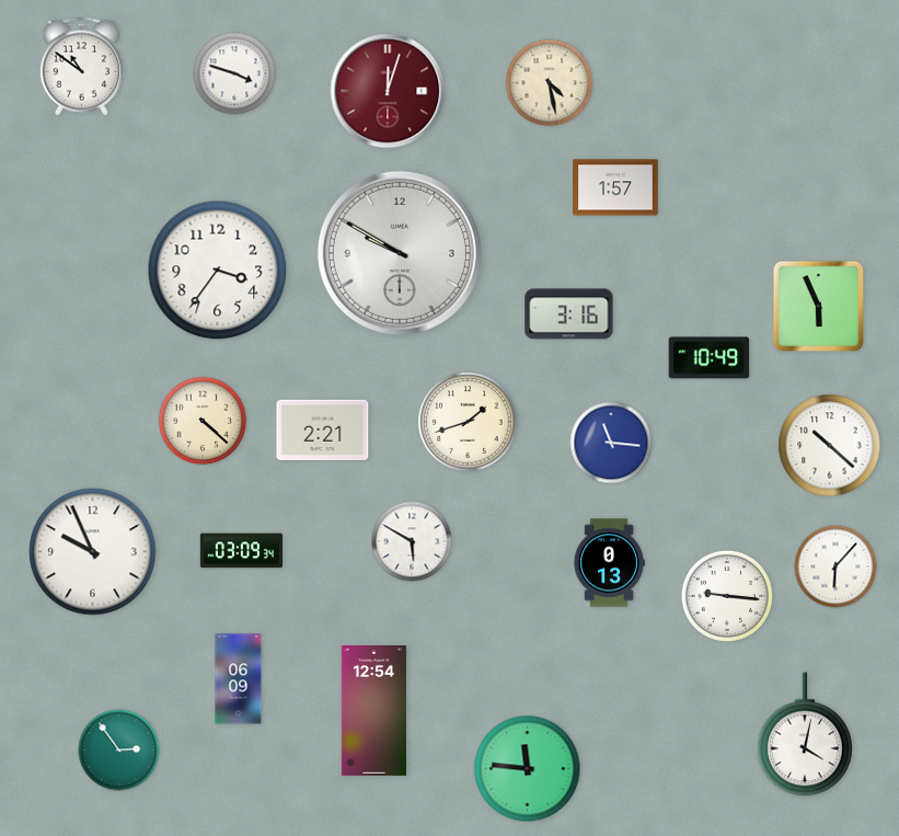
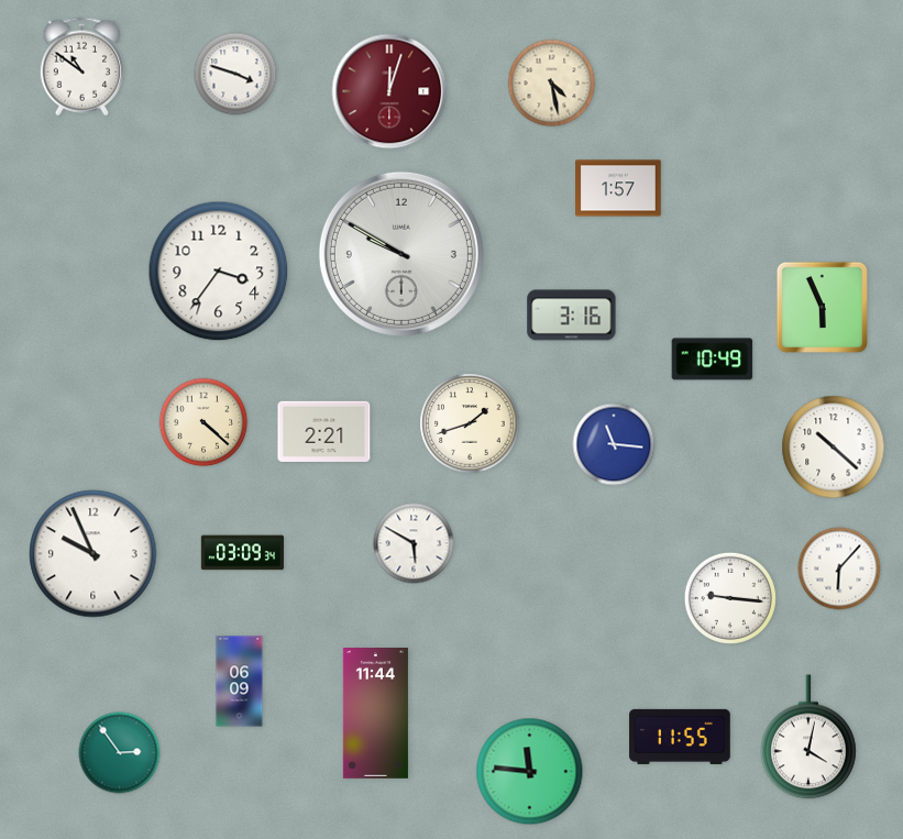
clock at (609, 563): 0:13 -> none
clock at (373, 711): 12:54 -> 11:44
clock at (680, 737): none -> 11:55
